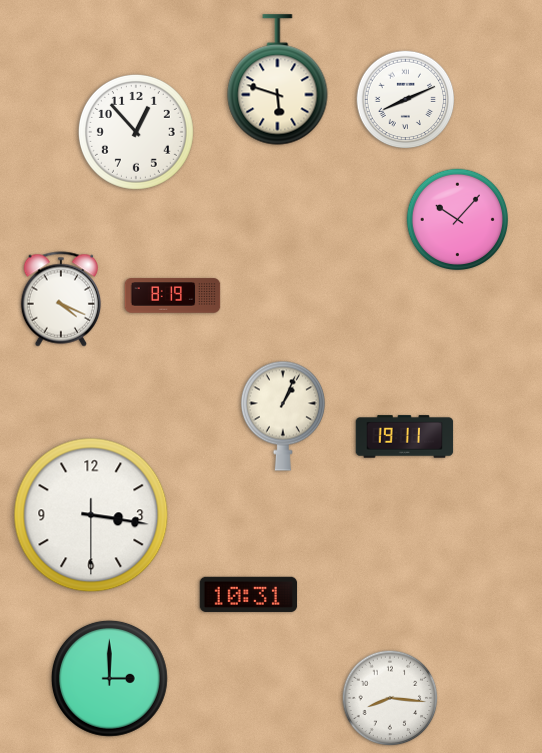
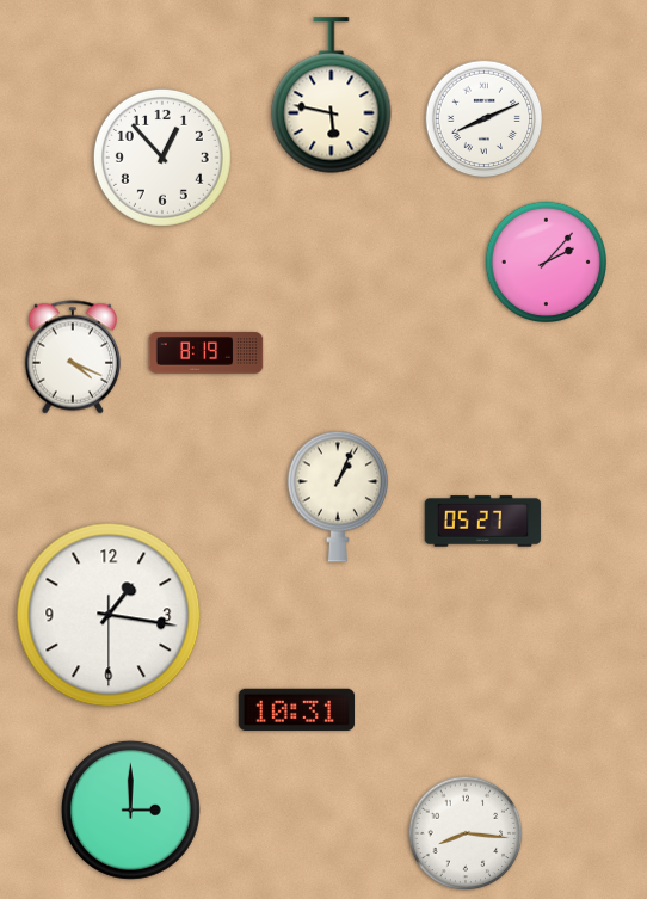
clock at (278, 80): 5:48 -> 5:47
clock at (458, 220): 10:07 -> 2:07
clock at (405, 437): 19:11 -> 05:27
clock at (91, 515): 3:16 -> 1:16
